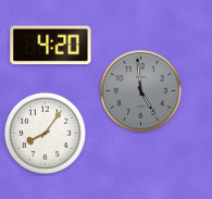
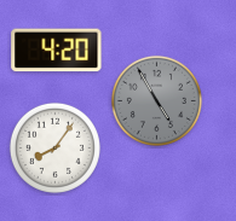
clock at (140, 90): 4:59 -> 4:55
clock at (45, 133) position: (45, 133) -> (54, 147)
